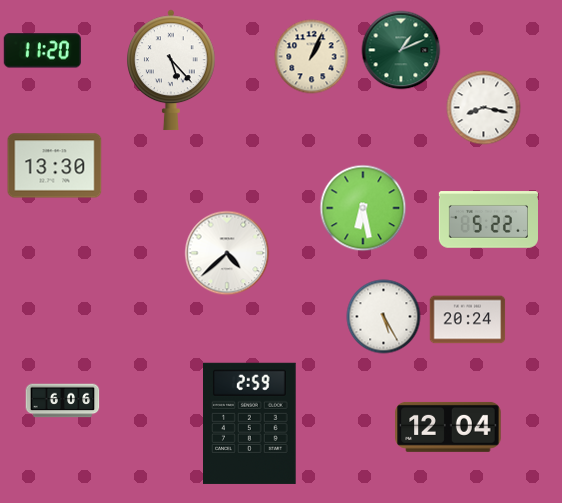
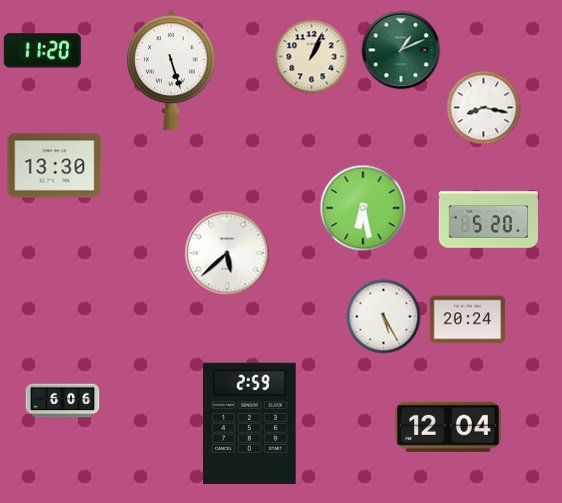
clock at (172, 70): 5:23 -> 5:27
clock at (488, 220): 5:22 -> 5:20
clock at (227, 253): 4:38 -> 5:38
